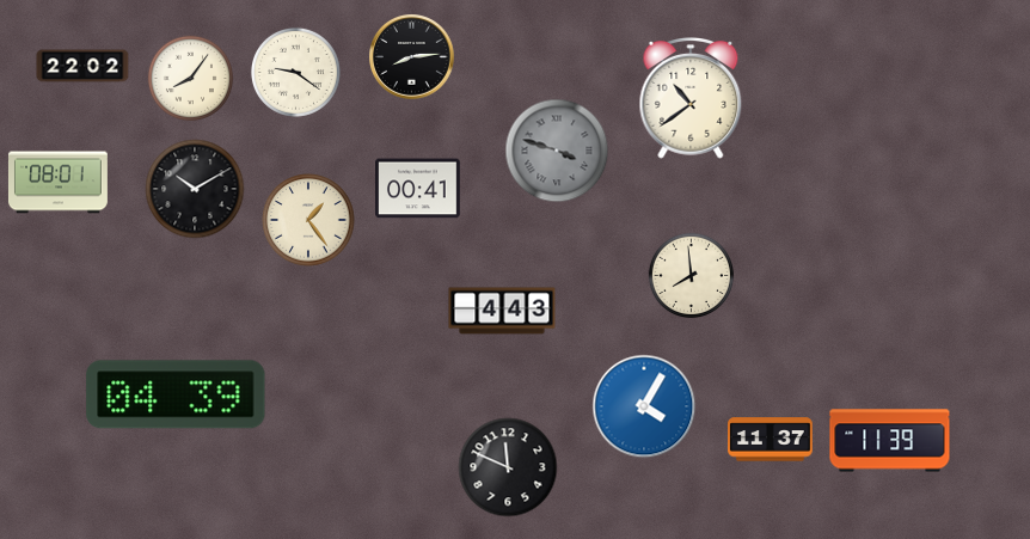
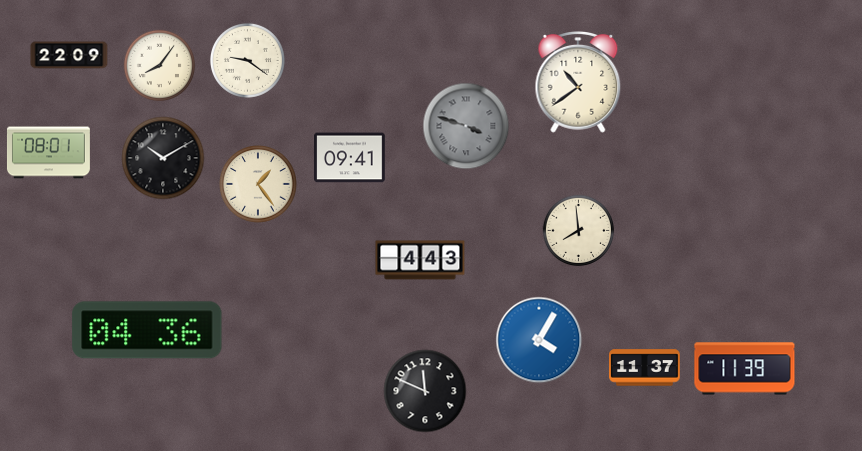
clock at (412, 57): 8:14 -> none
clock at (82, 66): 22:02 -> 22:09
clock at (418, 189): 00:41 -> 09:41
clock at (176, 394): 04:39 -> 04:36
